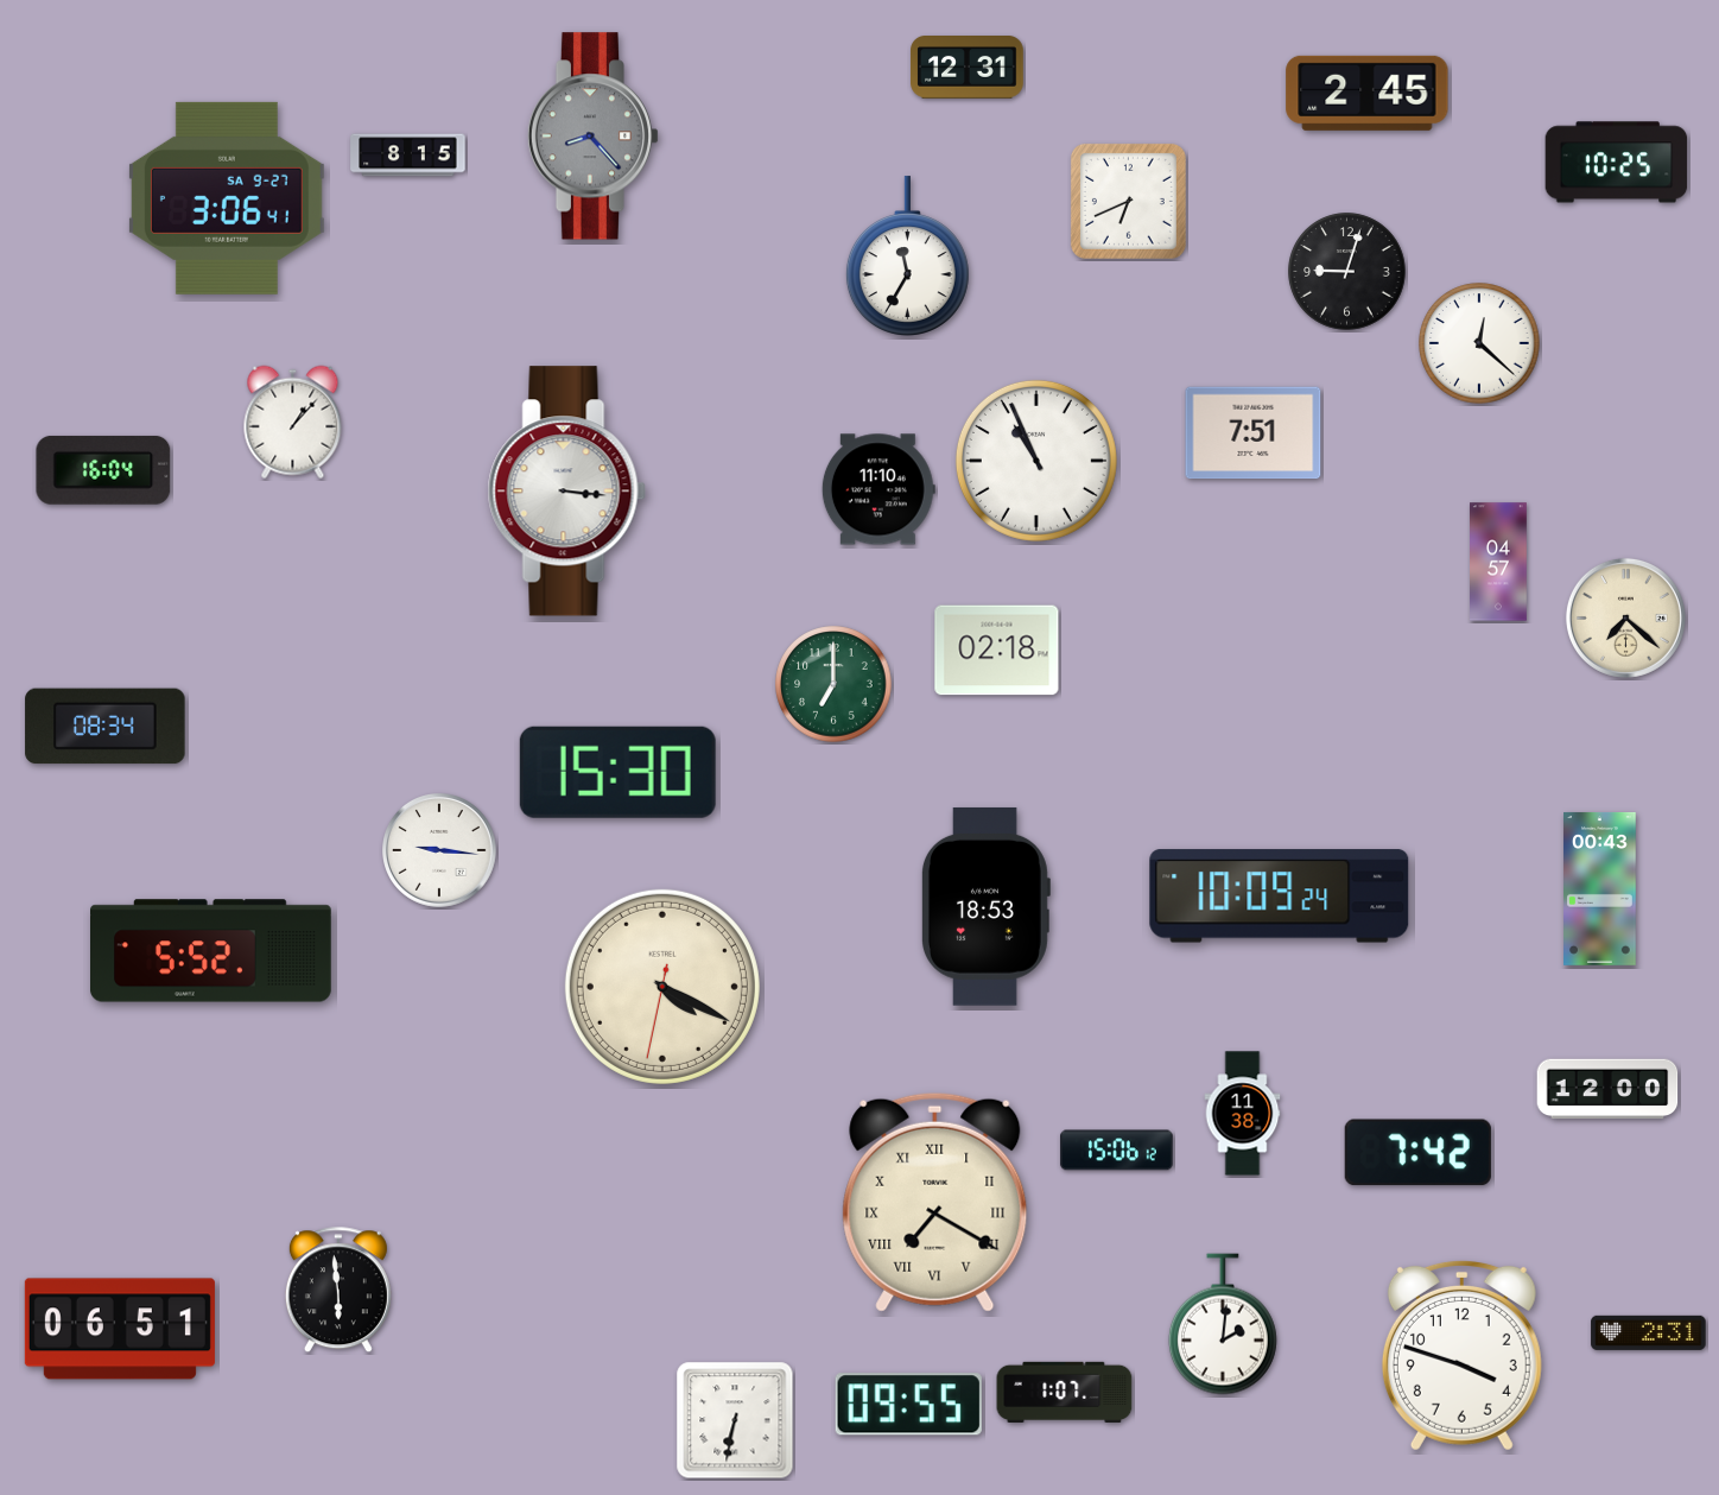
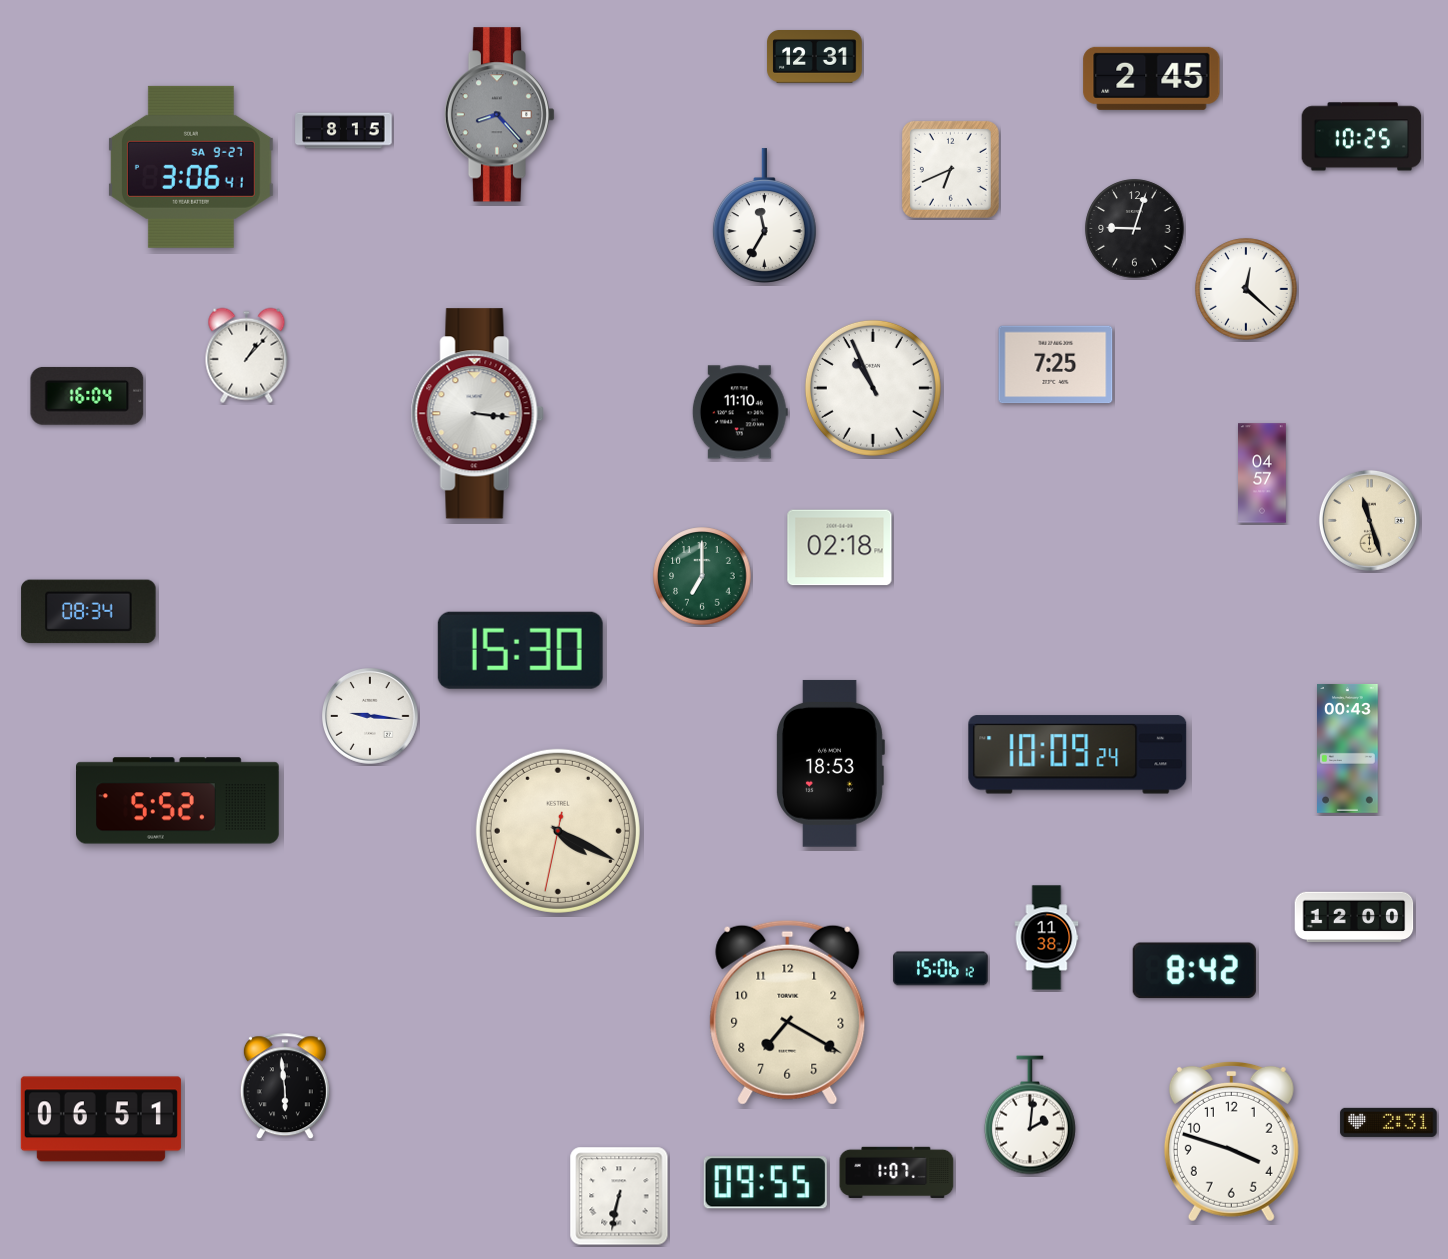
clock at (1254, 433): 7:51 -> 7:25
clock at (1625, 617): 7:22 -> 11:27
clock at (1417, 1153): 7:42 -> 8:42
clock at (935, 1202) numerals: Roman -> Arabic
